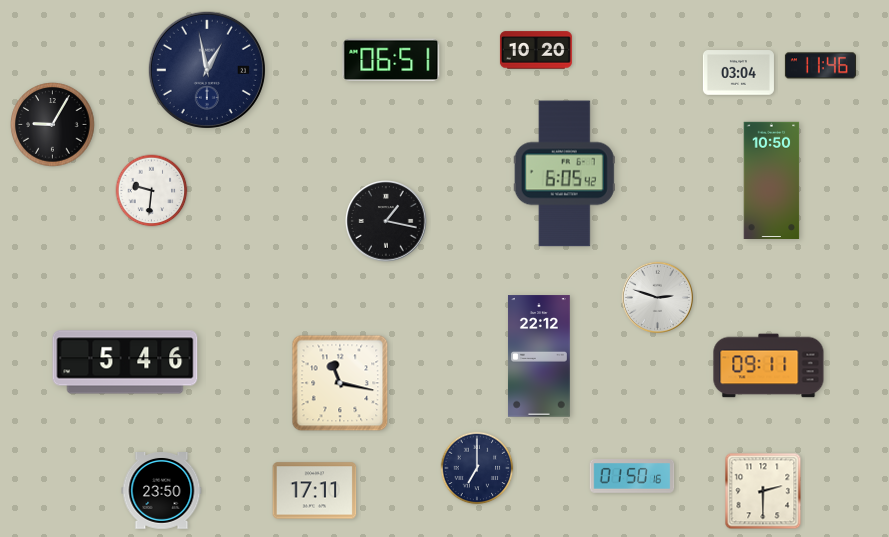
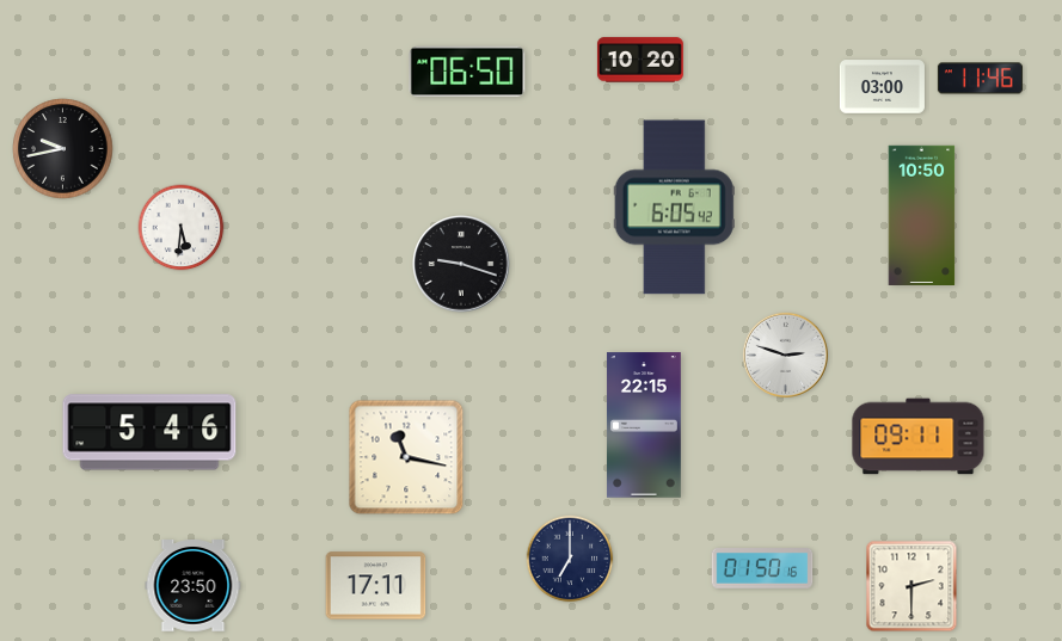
clock at (391, 60): 06:51 -> 06:50
clock at (207, 70): 12:58 -> none
clock at (738, 73): 03:04 -> 03:00
clock at (53, 125): 9:05 -> 9:43
clock at (152, 191): 9:31 -> 5:31
clock at (386, 221): 1:17 -> 9:18
clock at (539, 356): 22:12 -> 22:15
clock at (632, 477) position: (632, 477) -> (762, 569)
